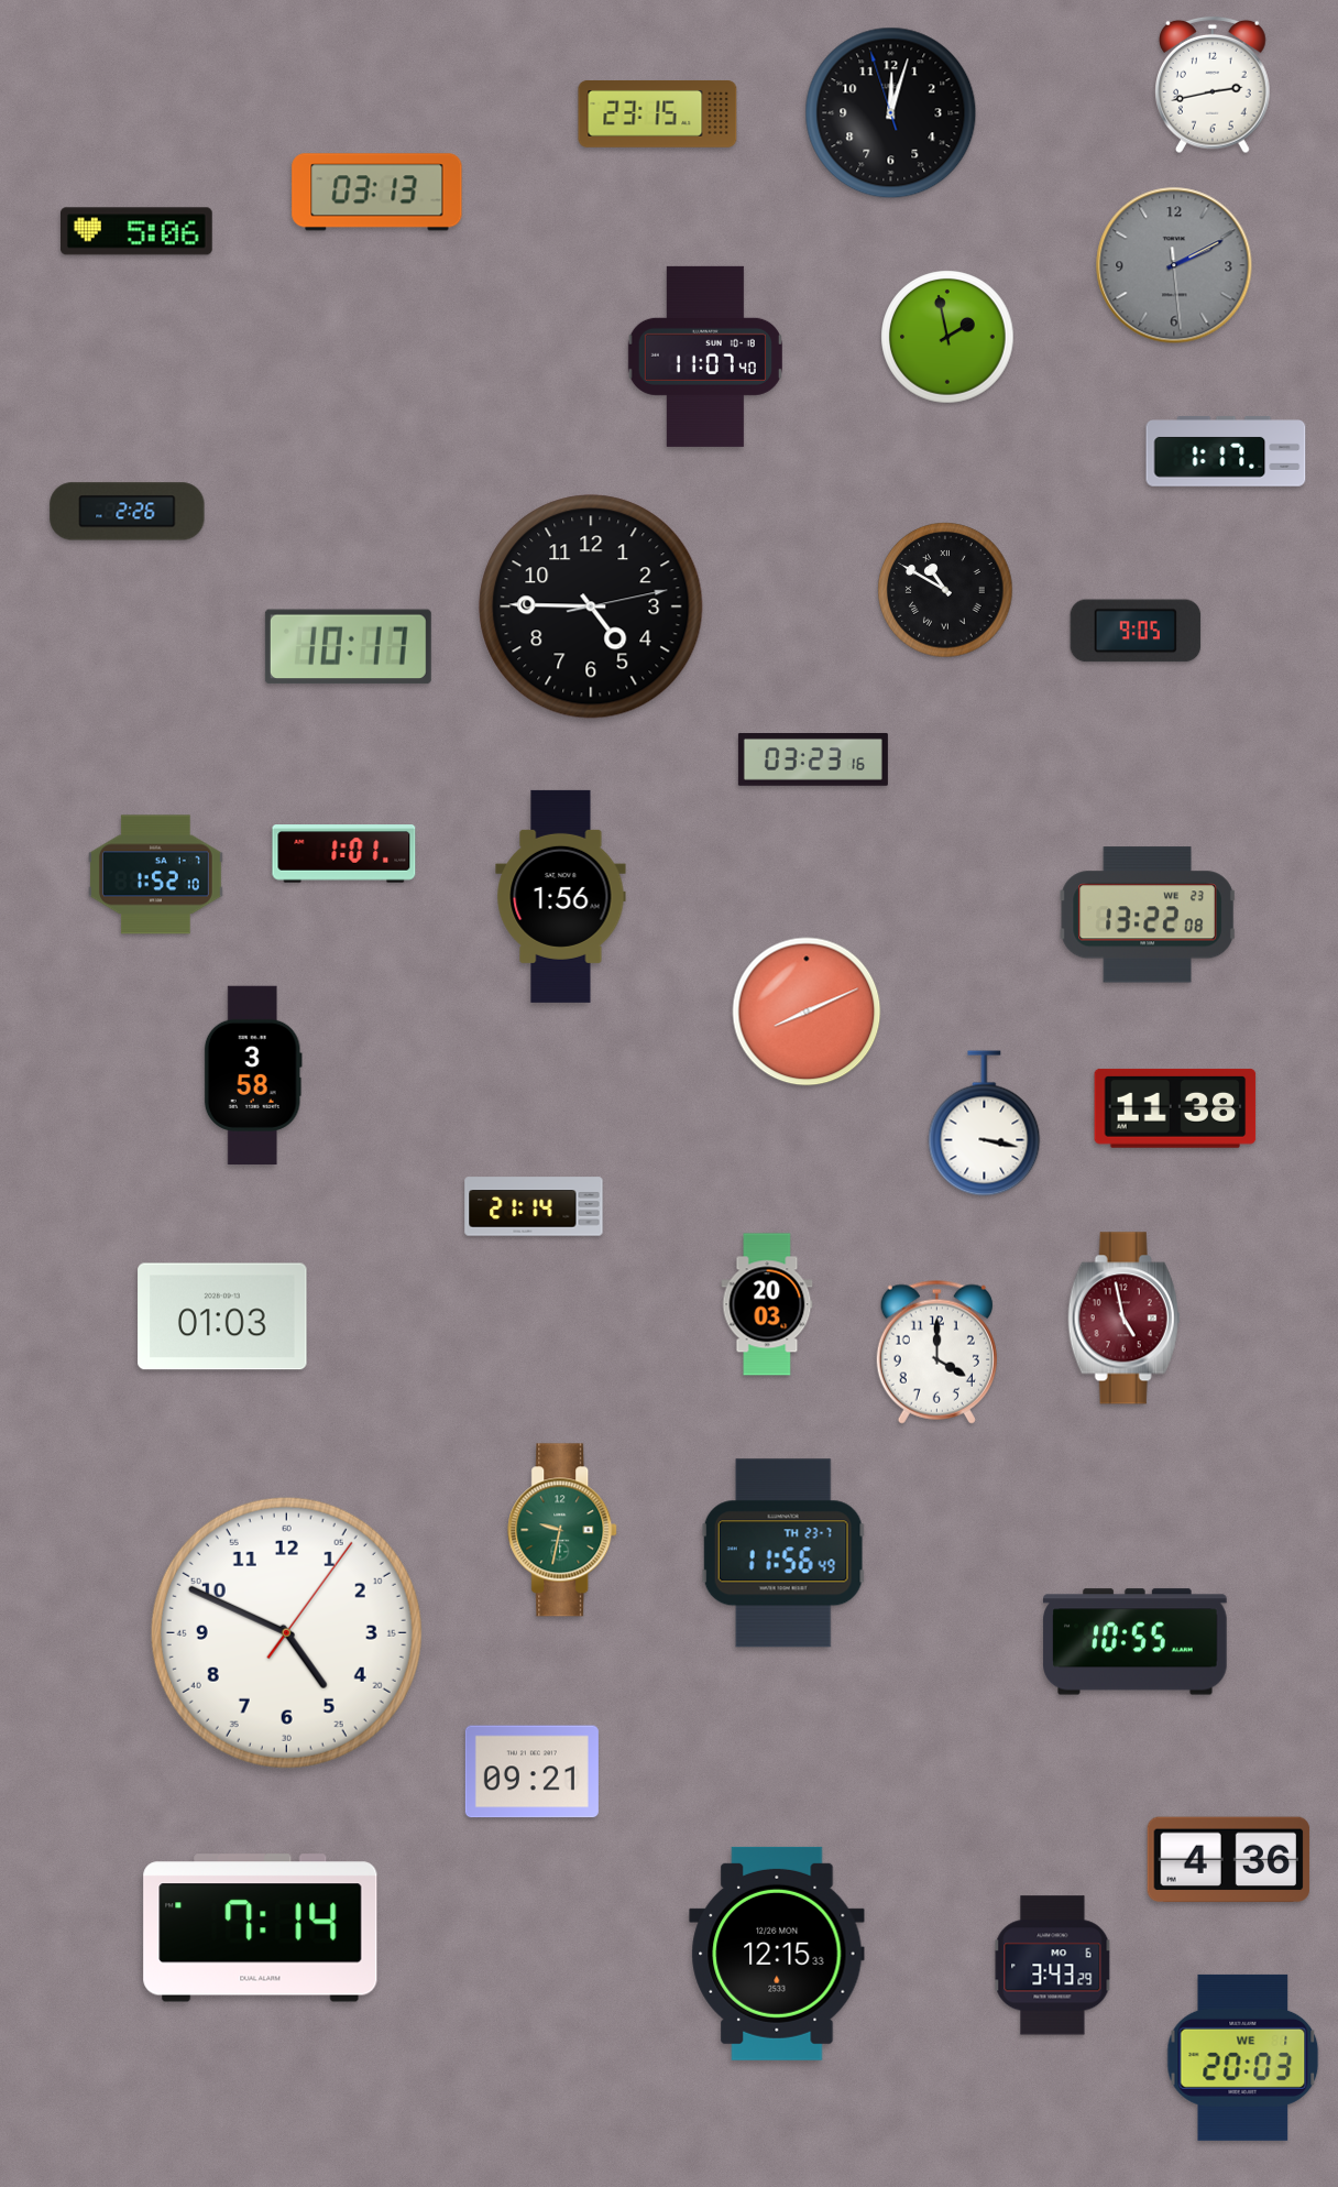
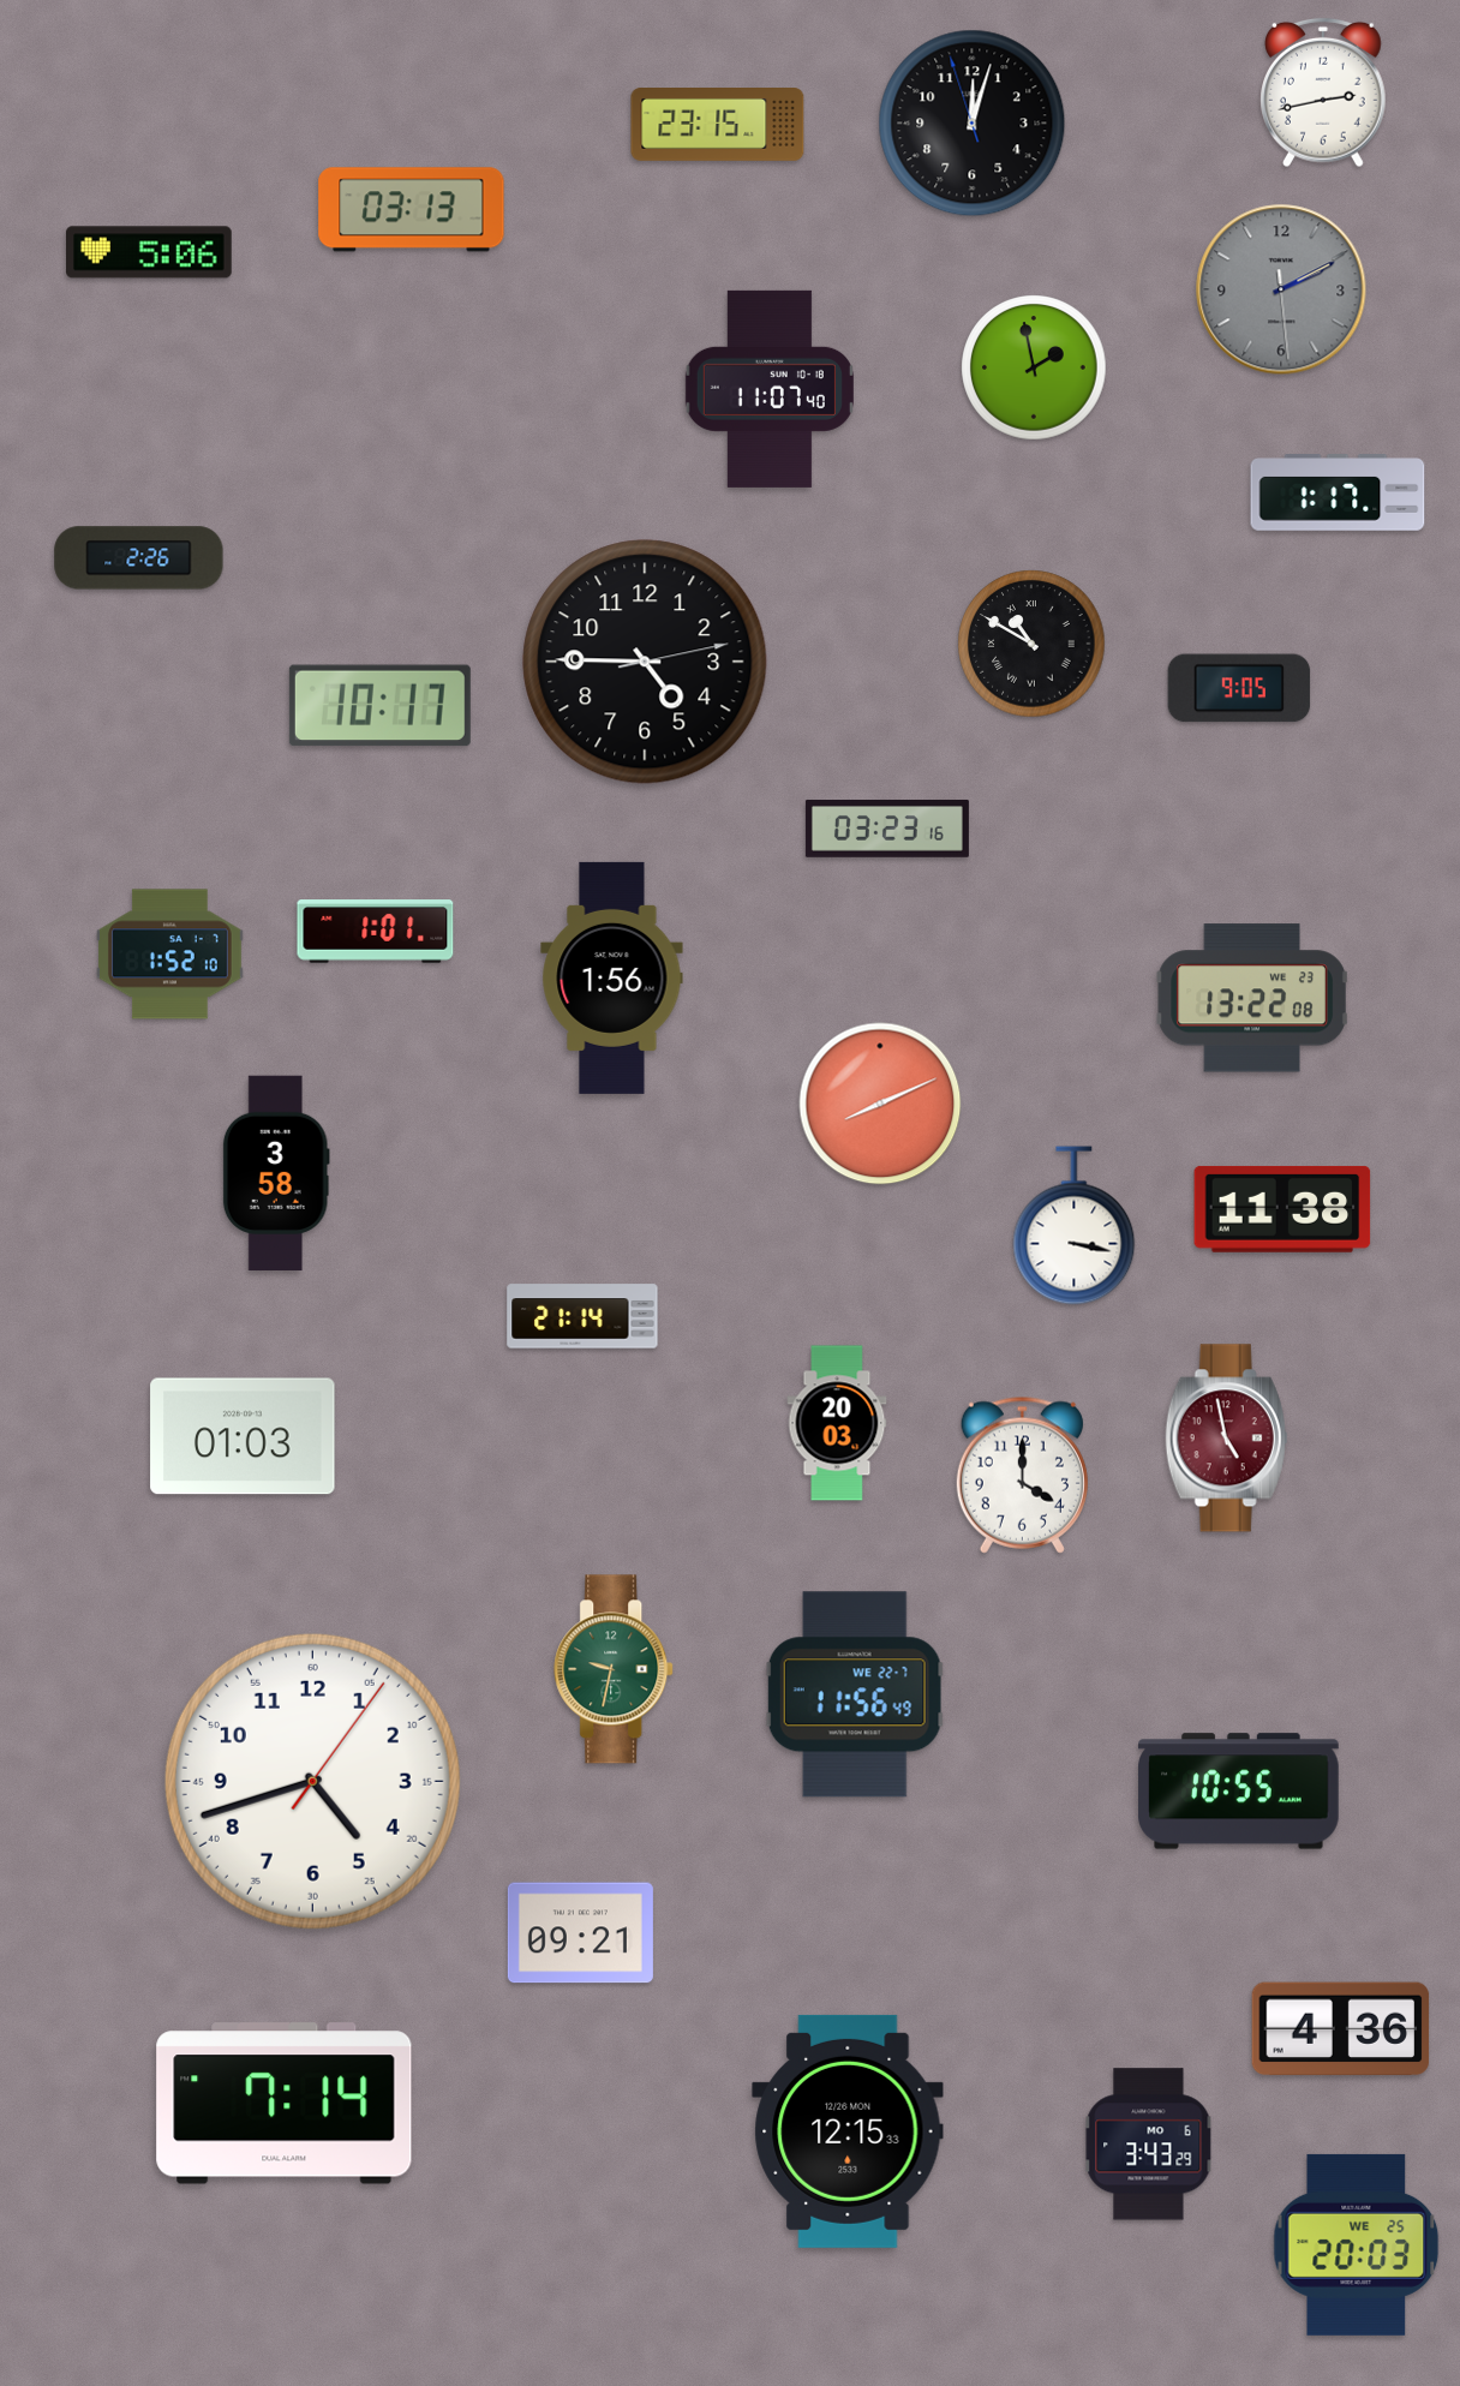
clock at (783, 1553) date: TH 23-7 -> WE 22-7
clock at (286, 1632): 4:49 -> 4:42
clock at (1243, 2057) date: WE 1 -> WE 25
